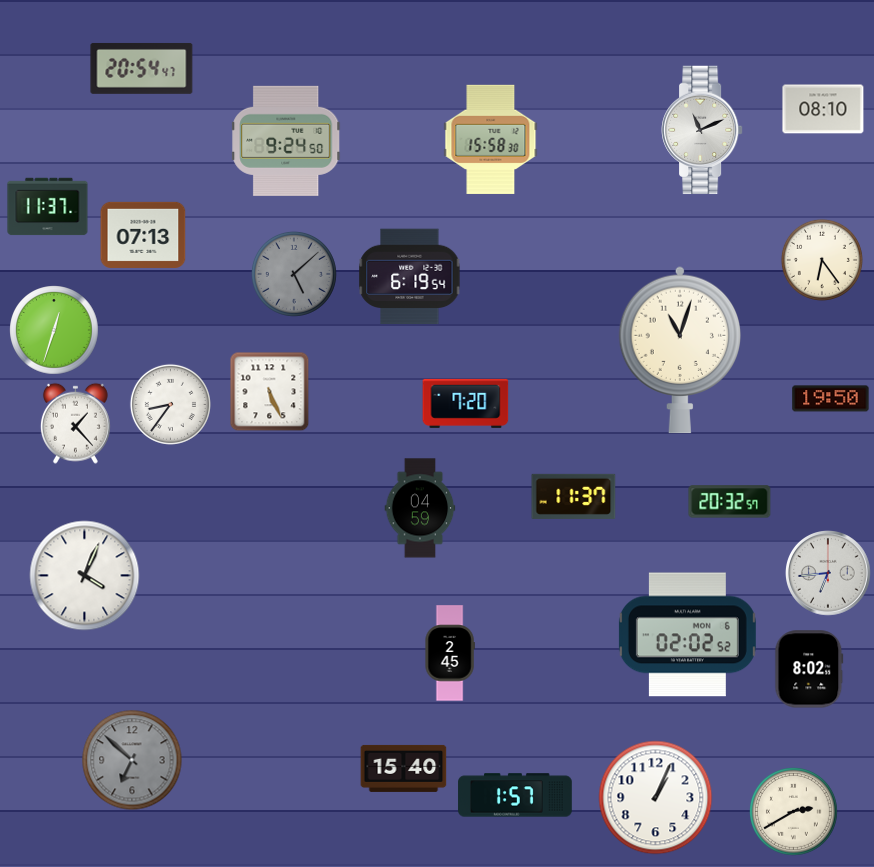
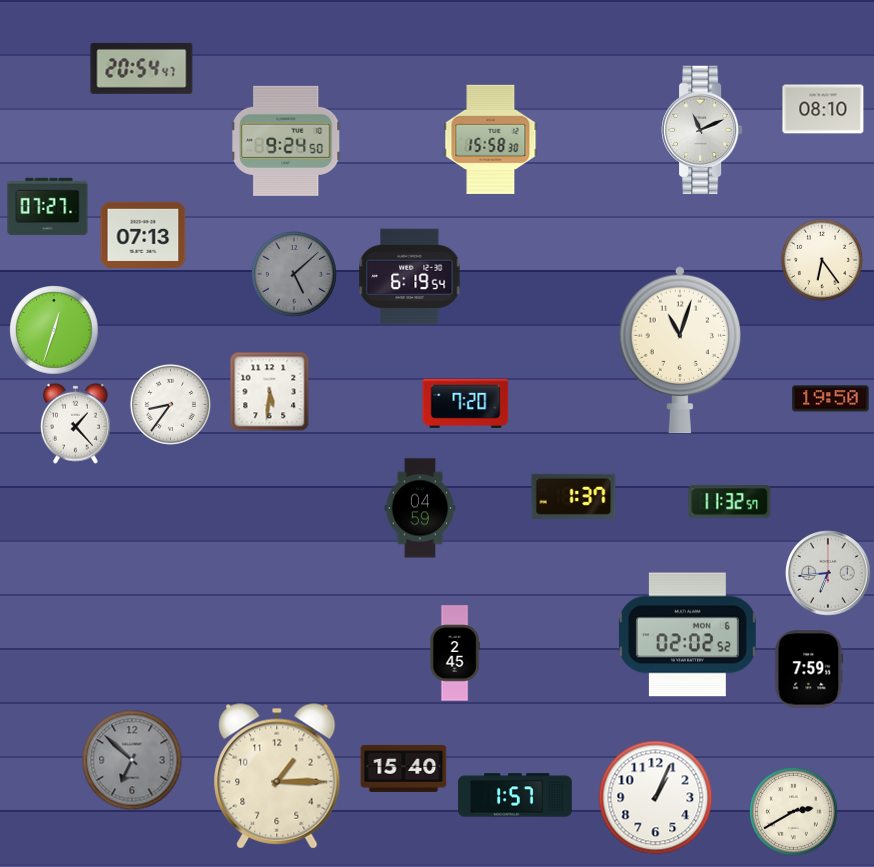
clock at (48, 207): 11:37 -> 07:27
clock at (270, 392): 5:26 -> 5:31
clock at (574, 496): 11:37 -> 1:37
clock at (730, 502): 20:32 -> 11:32
clock at (85, 576): 4:04 -> none
clock at (450, 653) position: (450, 653) -> (455, 653)
clock at (809, 669): 8:02 -> 7:59
clock at (277, 776): none -> 1:15
